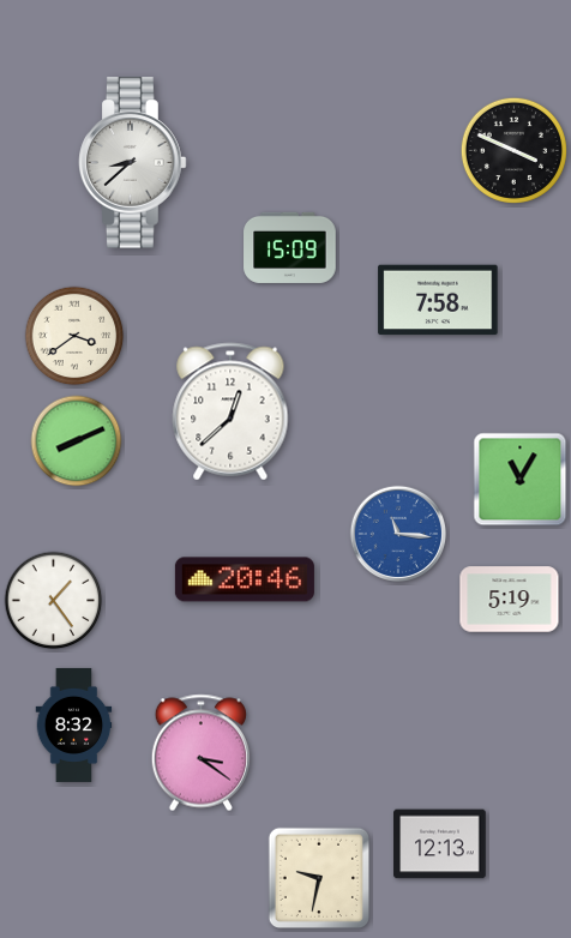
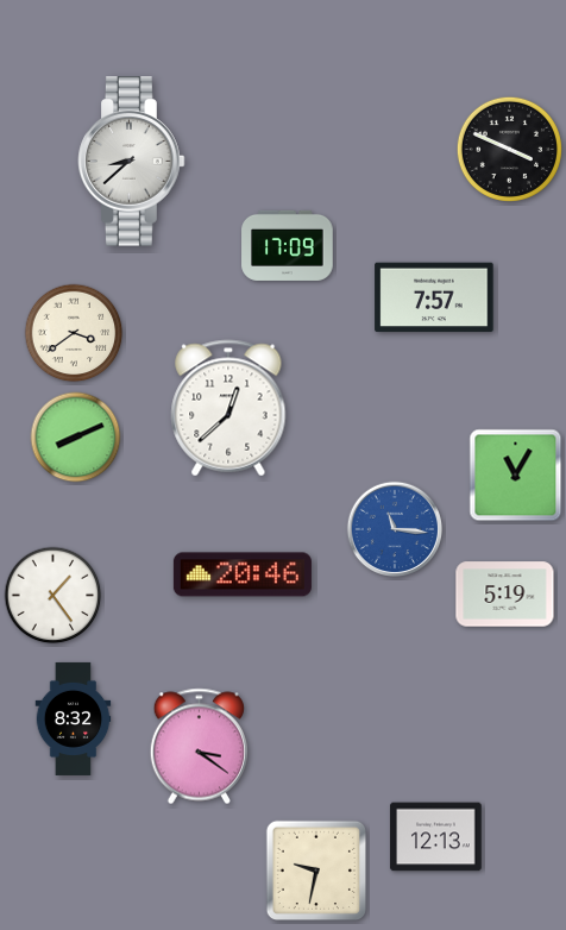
clock at (290, 247): 15:09 -> 17:09
clock at (438, 300): 7:58 -> 7:57
